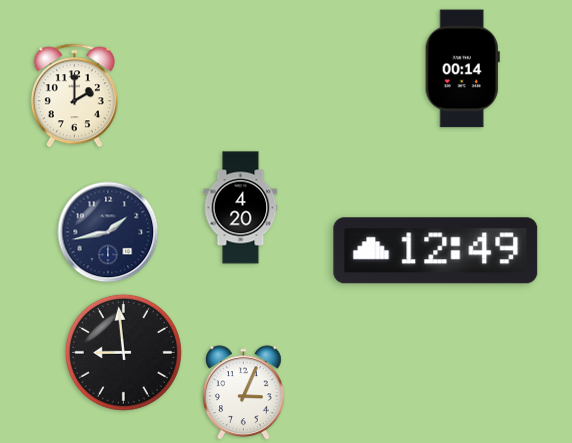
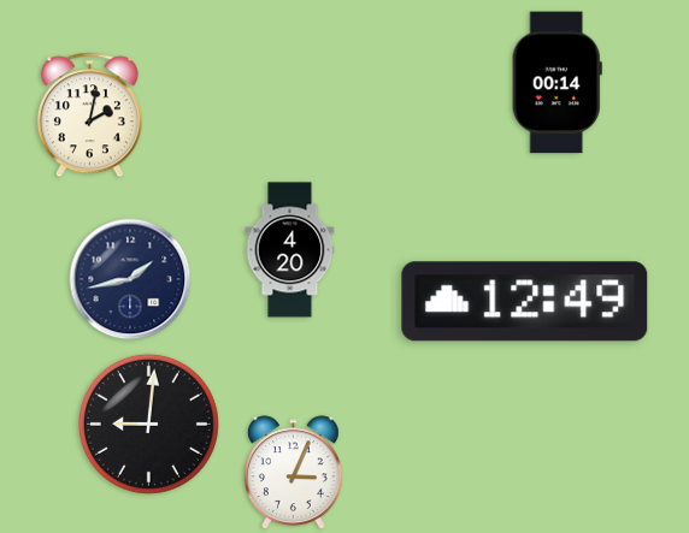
clock at (74, 96): 2:00 -> 2:02
clock at (123, 352): 8:59 -> 9:01
